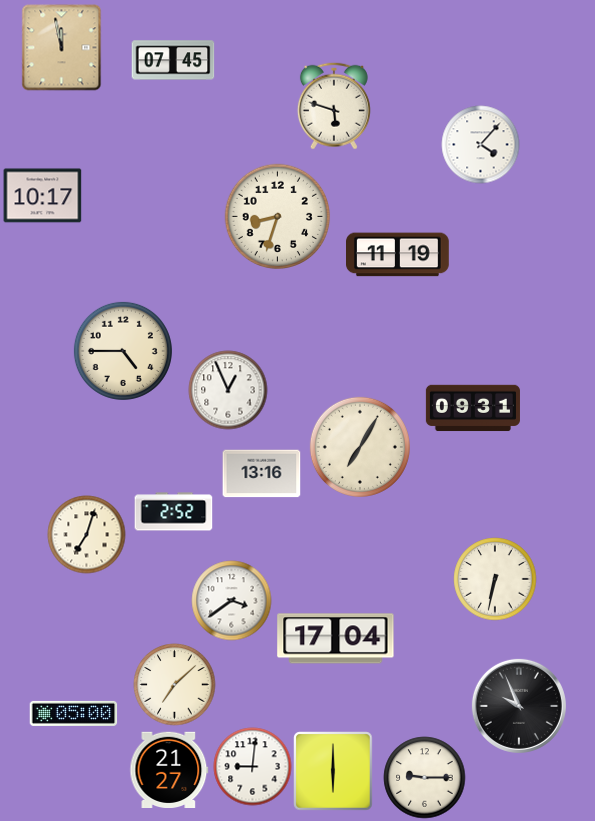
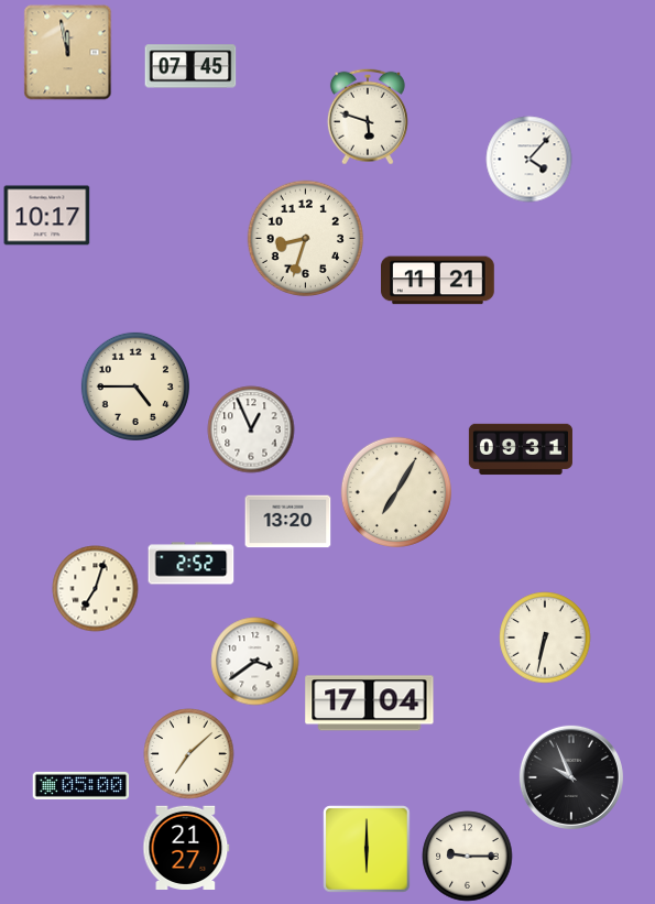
clock at (398, 255): 11:19 -> 11:21
clock at (261, 474): 13:16 -> 13:20
clock at (174, 684) position: (174, 684) -> (188, 753)
clock at (252, 766): 9:01 -> none
